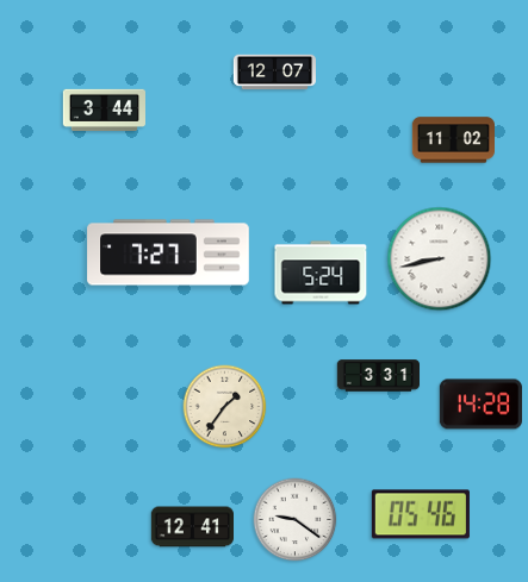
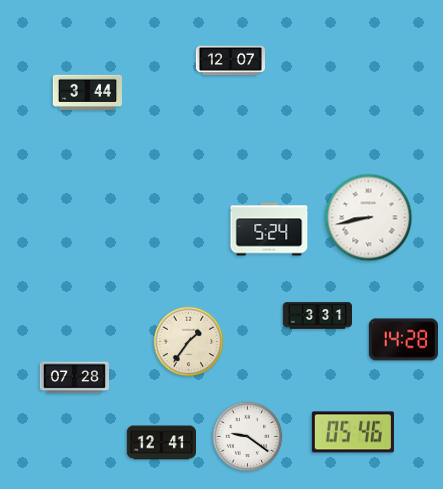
clock at (453, 140): 11:02 -> none
clock at (168, 252): 7:27 -> none
clock at (74, 378): none -> 07:28
